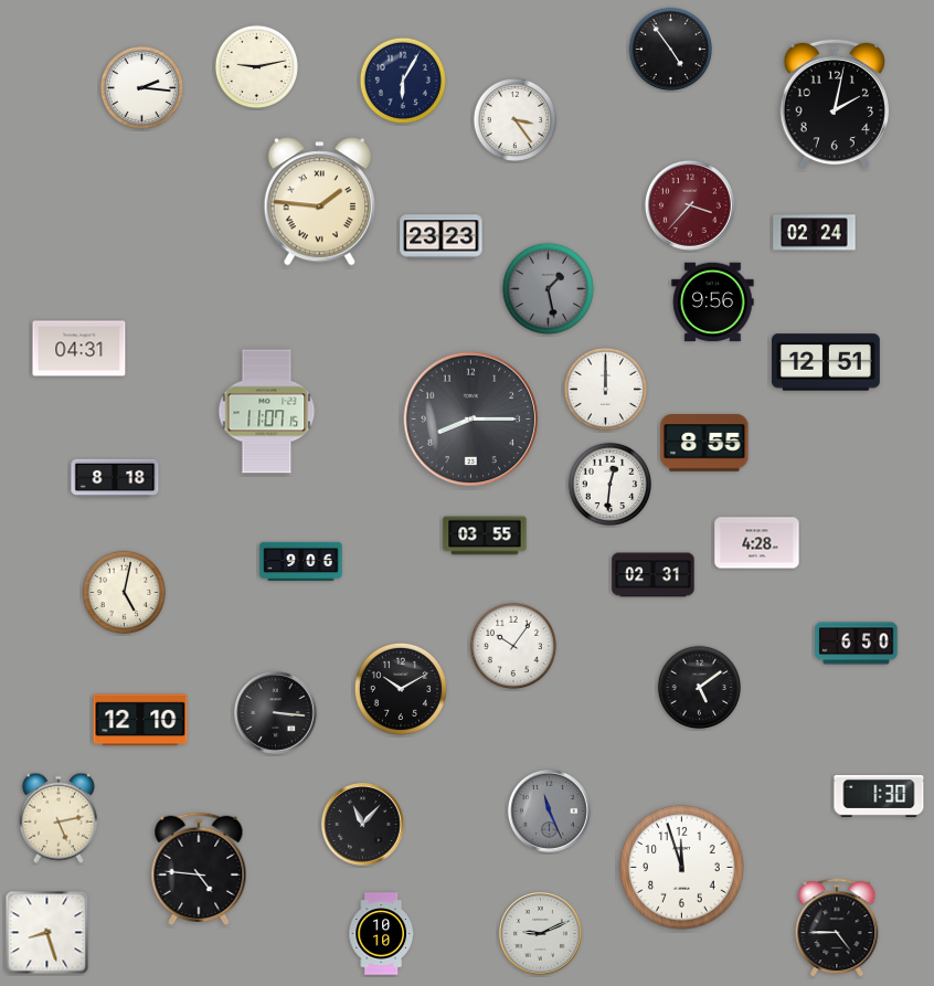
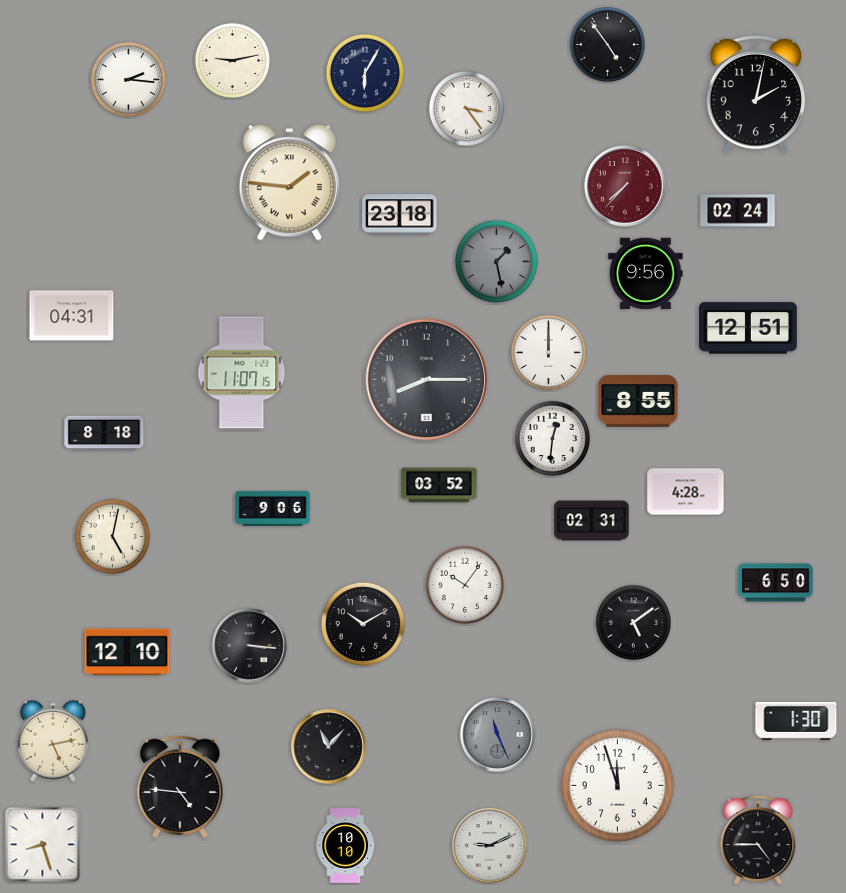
clock at (690, 205): 3:37 -> 7:37
clock at (442, 237): 23:23 -> 23:18
clock at (485, 536): 03:55 -> 03:52
